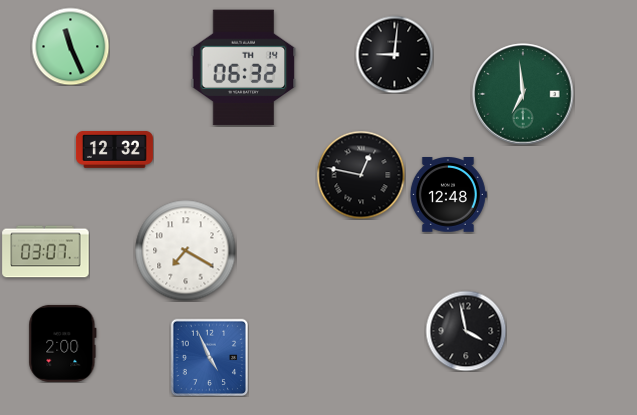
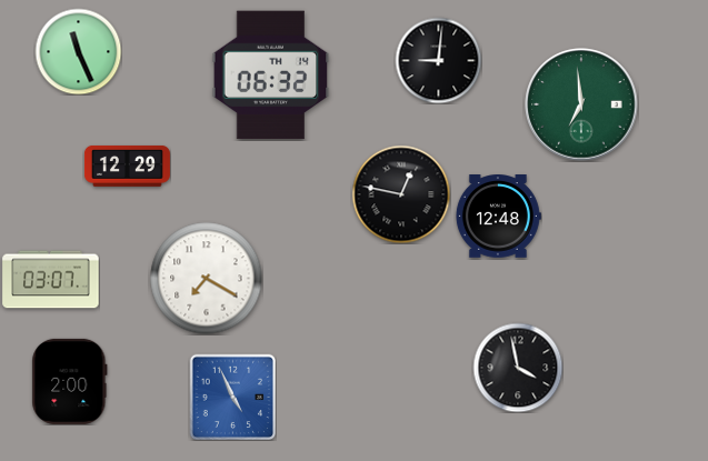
clock at (114, 149): 12:32 -> 12:29
